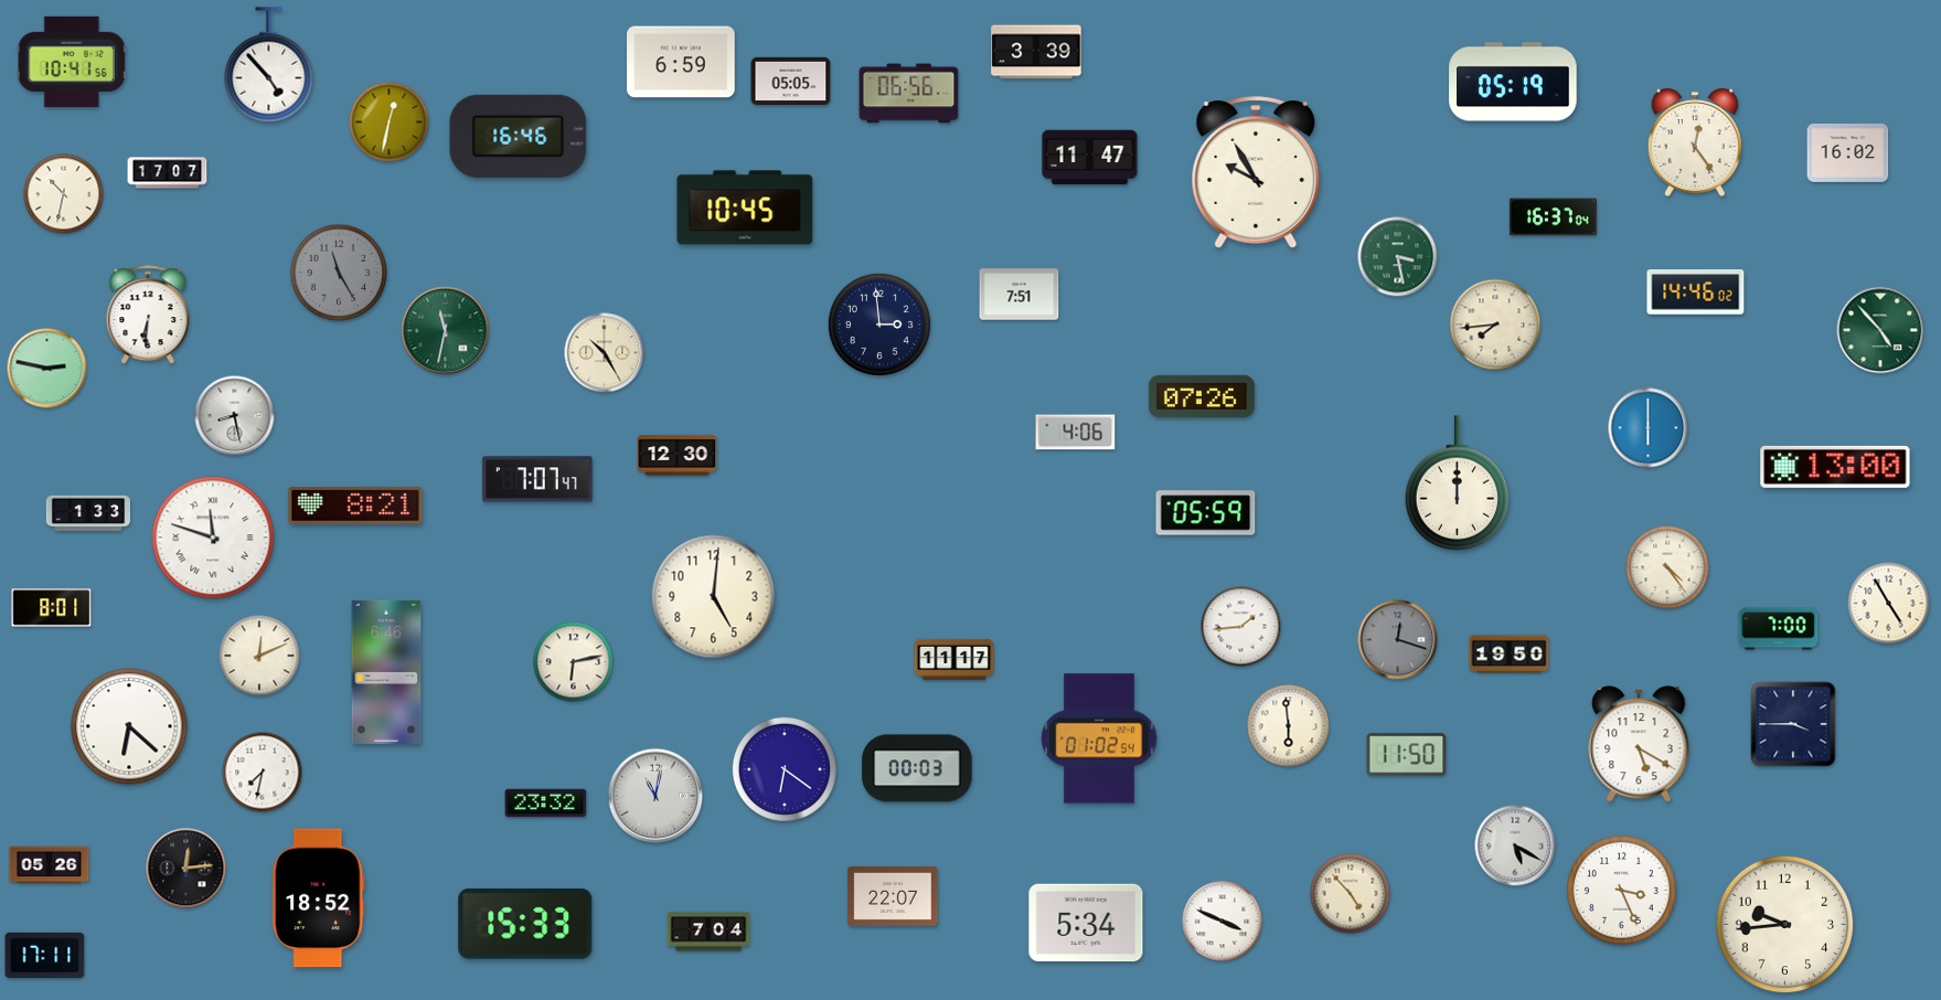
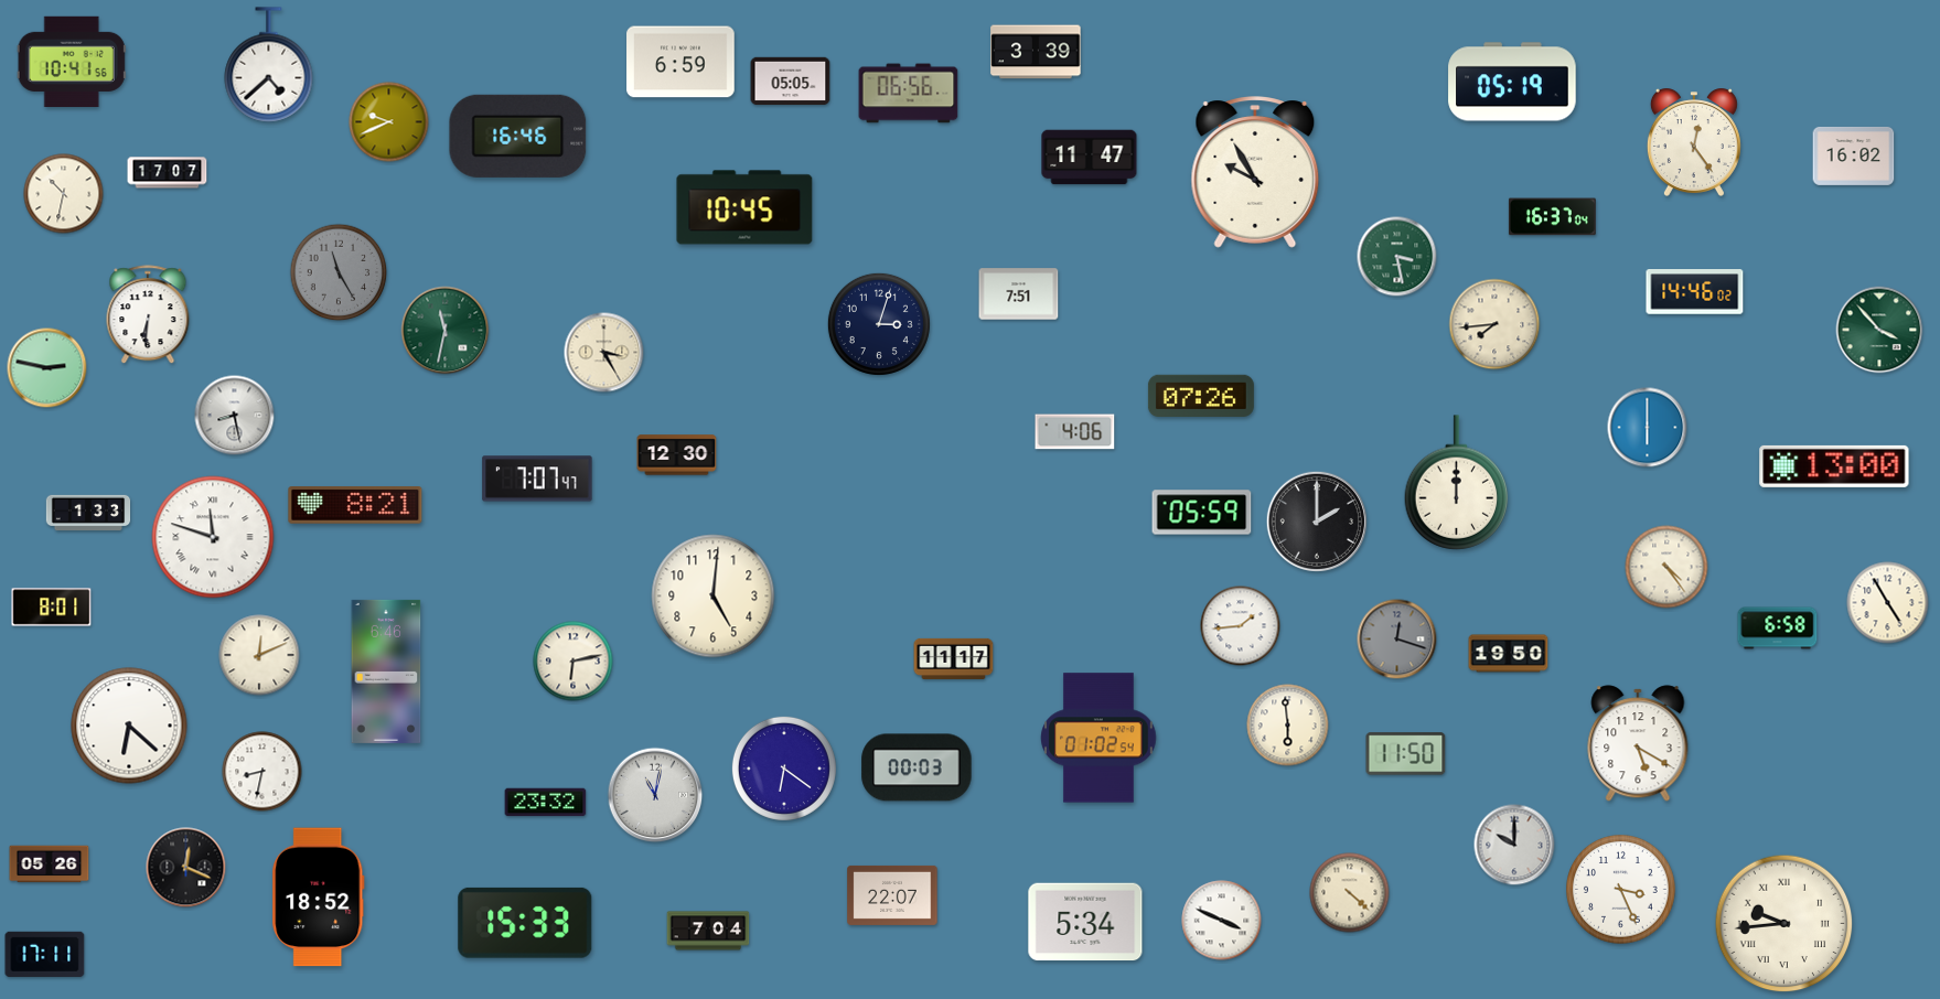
clock at (269, 65): 4:53 -> 4:38
clock at (390, 123): 12:32 -> 9:41
clock at (1848, 152) position: (1848, 152) -> (1854, 155)
clock at (879, 325): 2:59 -> 3:03
clock at (1880, 330): 4:53 -> 3:53
clock at (605, 353): 10:25 -> 3:25
clock at (1206, 513) position: (1206, 513) -> (1202, 513)
clock at (1316, 520): none -> 2:00
clock at (1779, 629): 7:00 -> 6:58
clock at (1793, 724): 3:45 -> none
clock at (263, 773): 7:32 -> 8:32
clock at (1515, 845): 5:20 -> 10:00
clock at (186, 869): 12:14 -> 12:19
clock at (1351, 894): 4:53 -> 4:22
clock at (1785, 925) numerals: Arabic -> Roman
